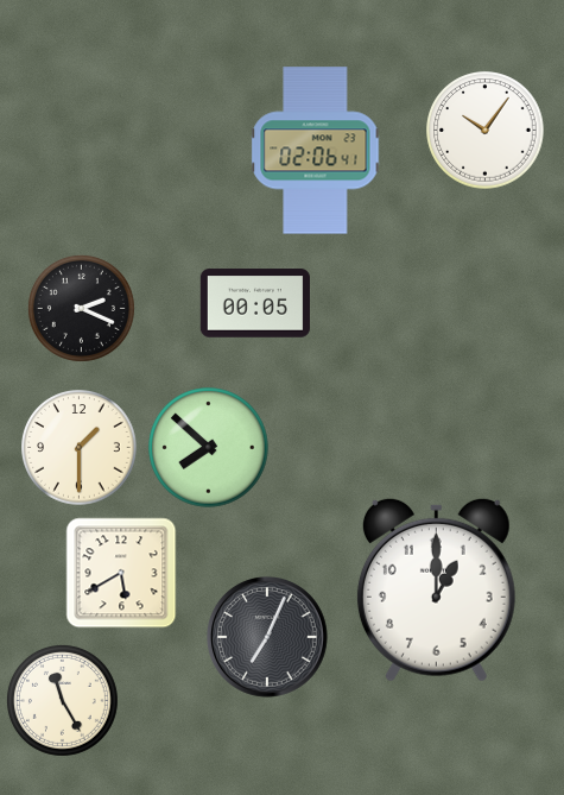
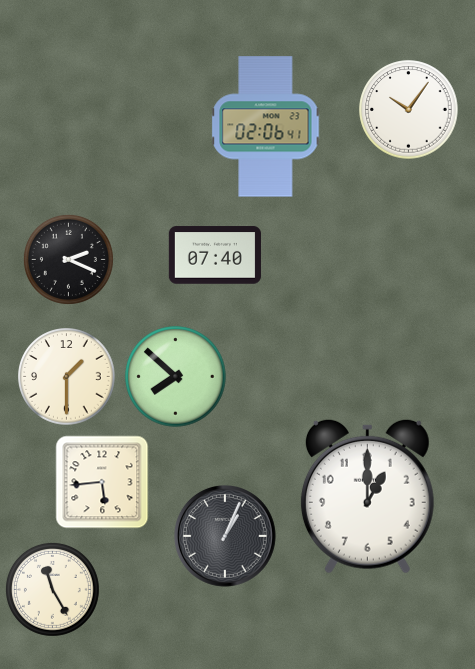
clock at (255, 303): 00:05 -> 07:40
clock at (121, 573): 5:40 -> 5:44
clock at (267, 637): 7:04 -> 1:04
